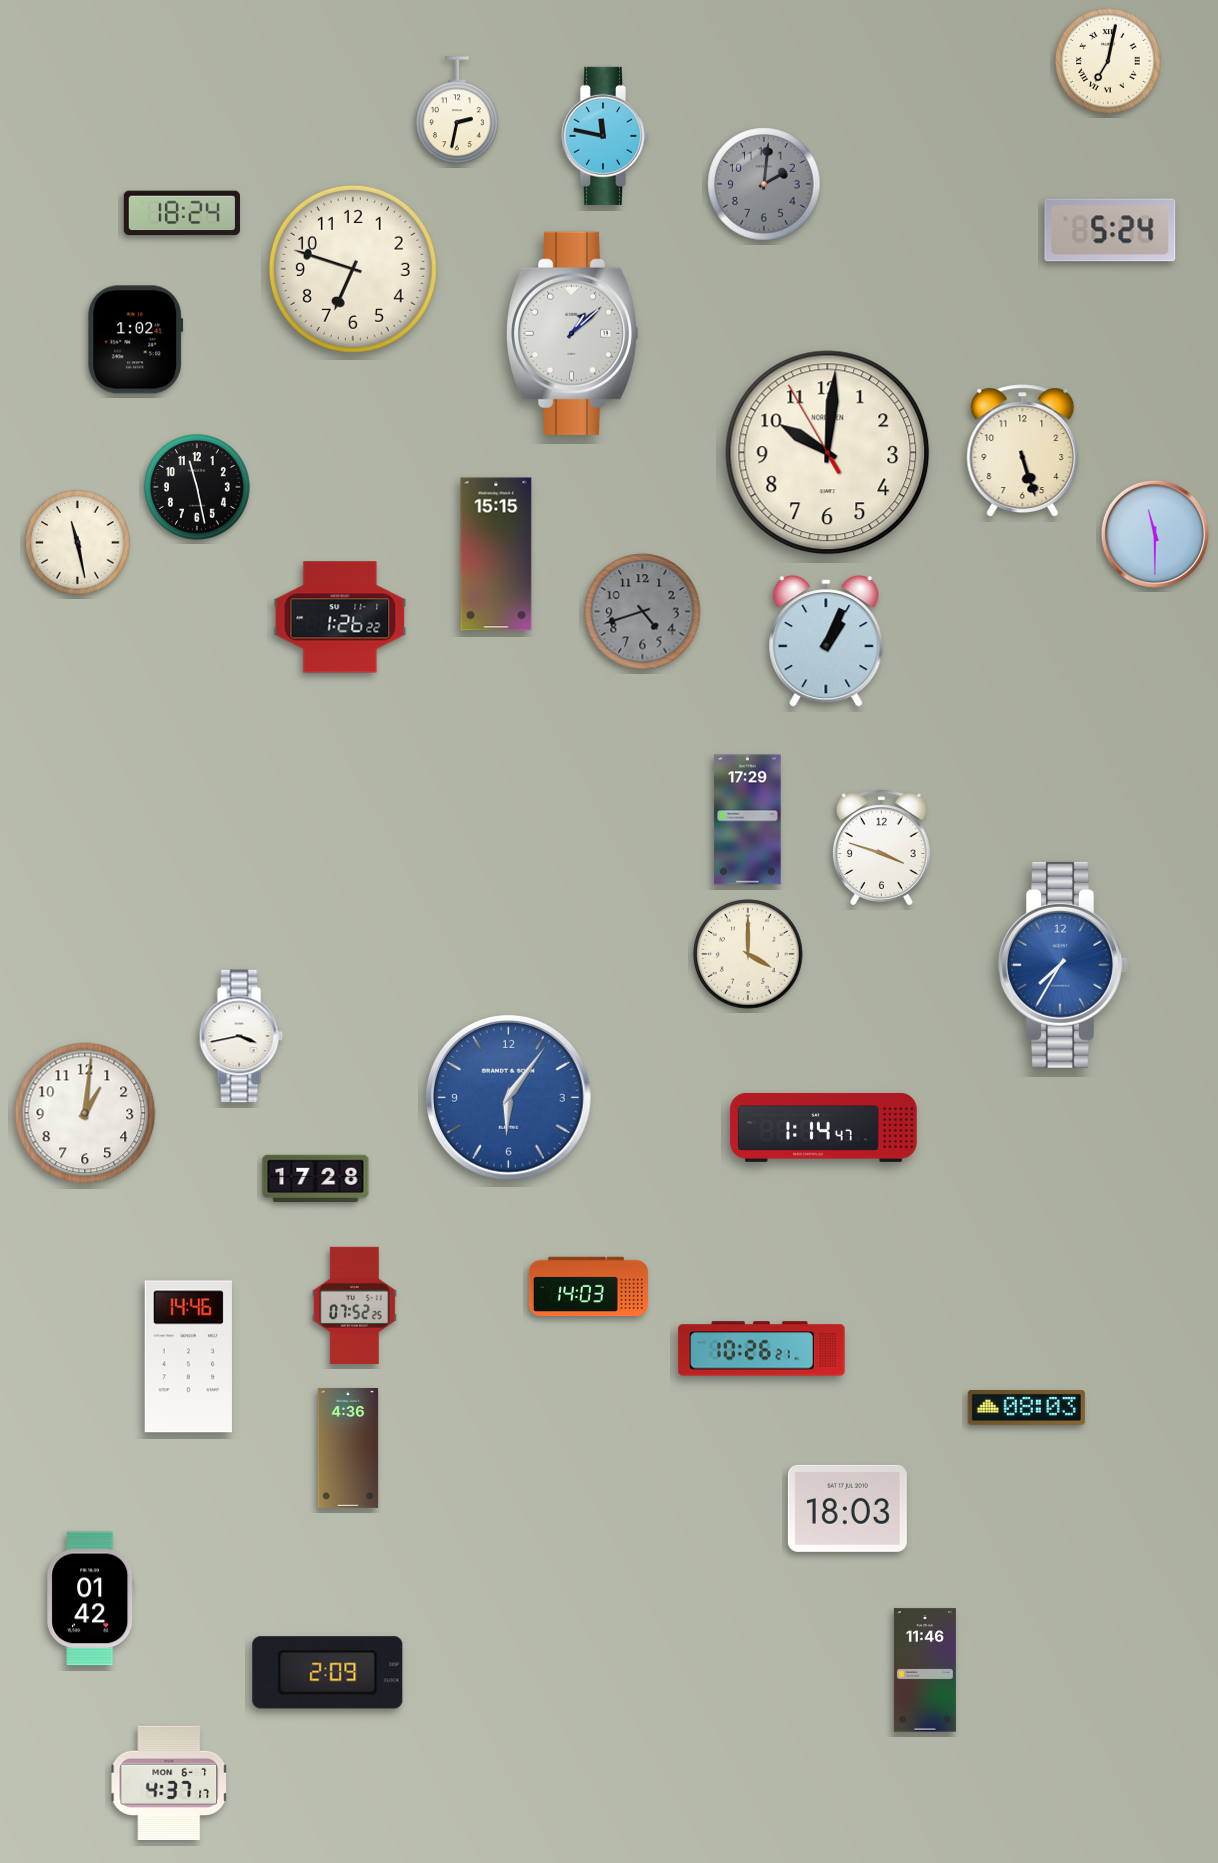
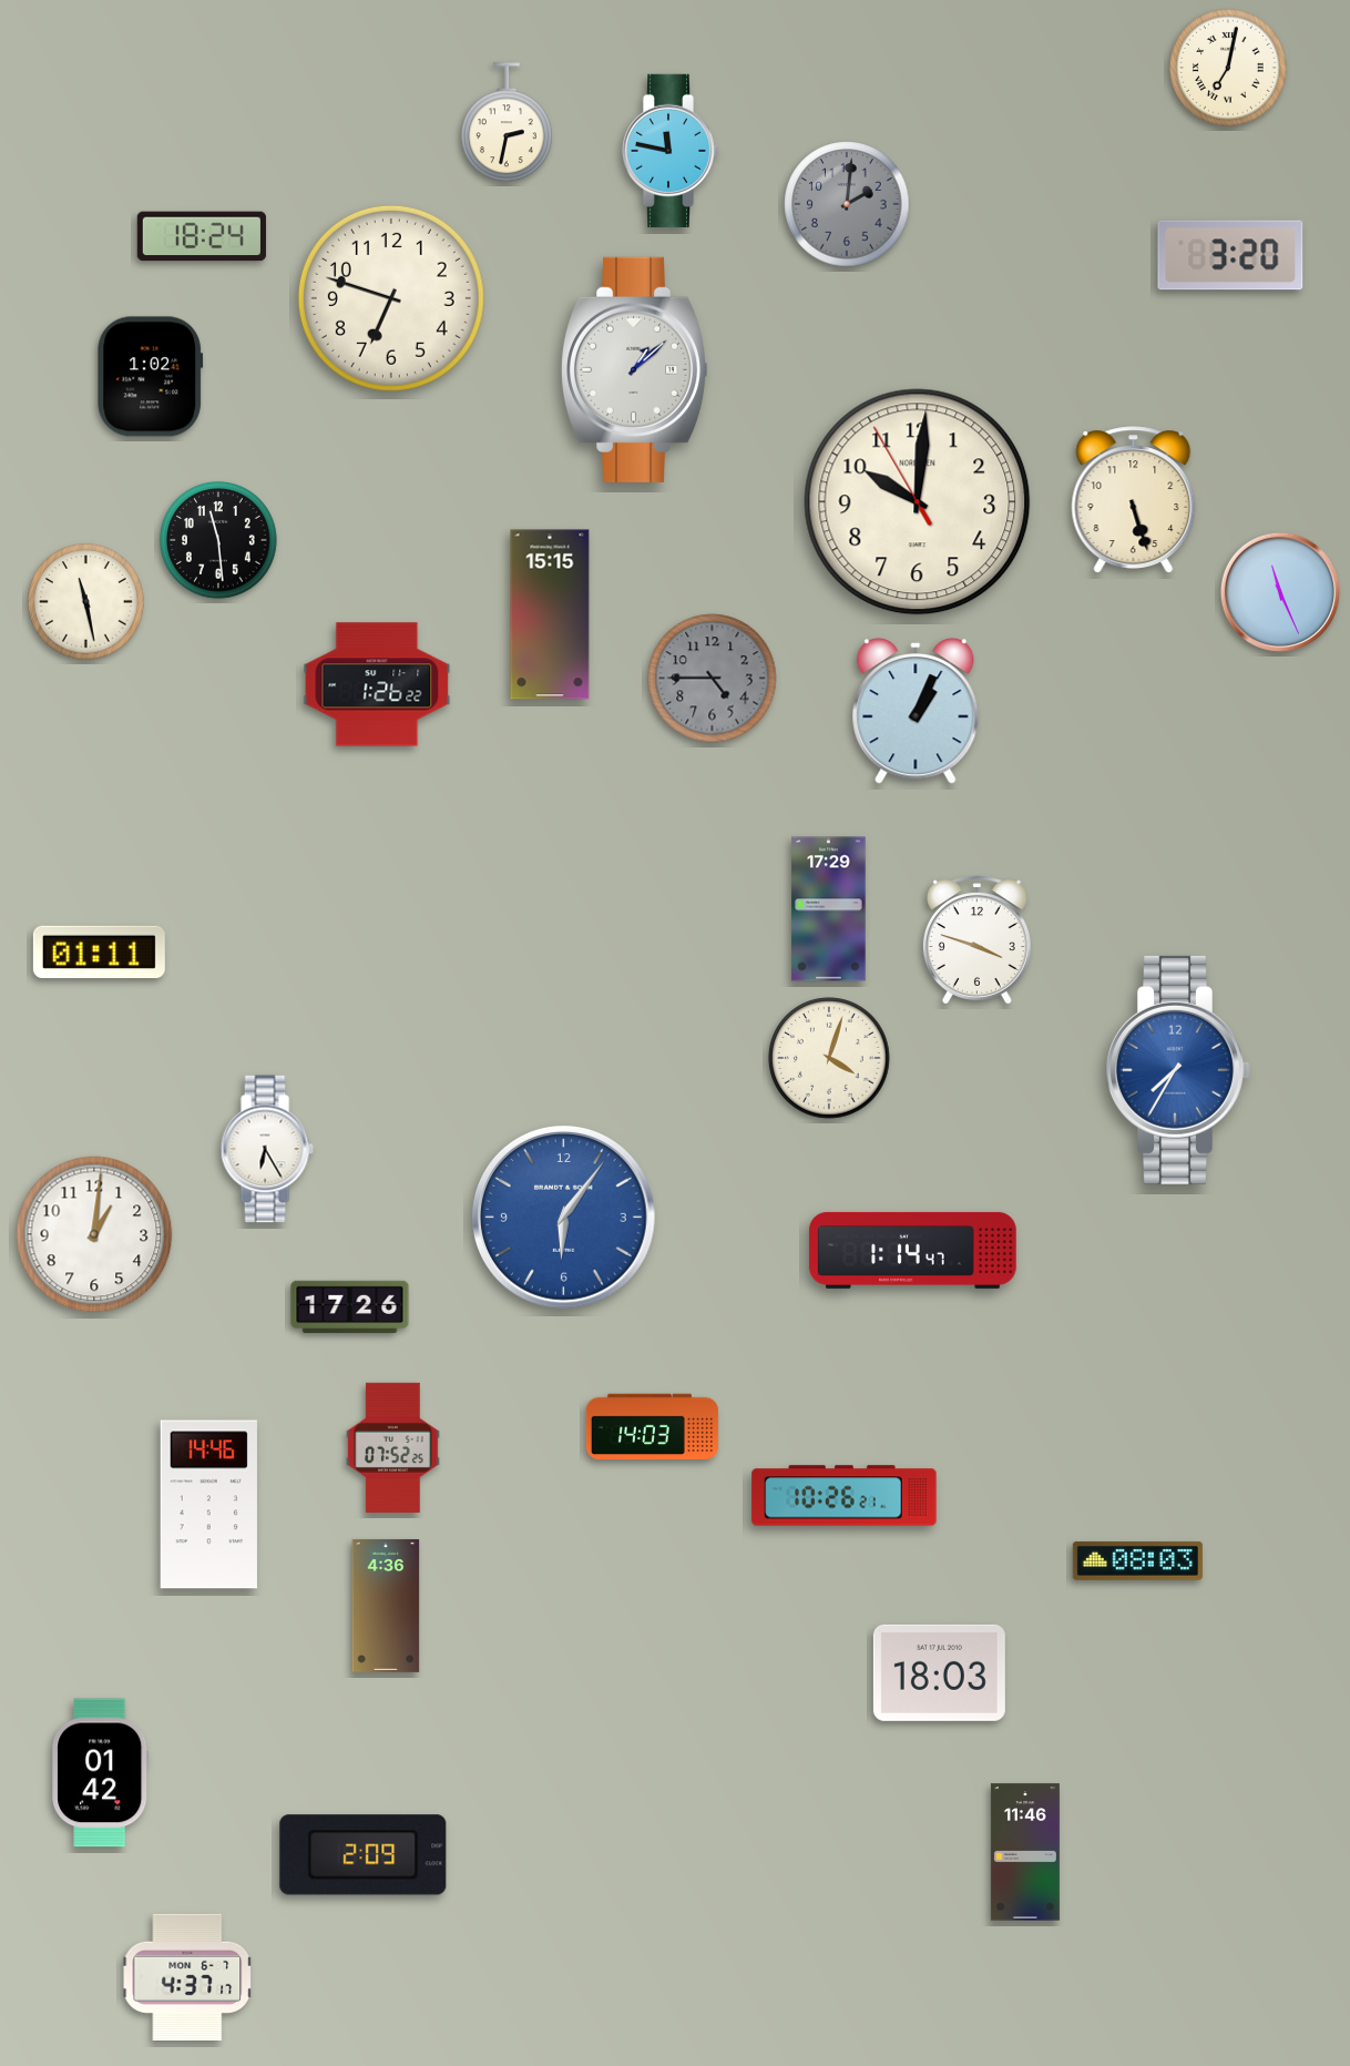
clock at (1110, 230): 5:24 -> 3:20
clock at (198, 488): 11:28 -> 11:29
clock at (1155, 534): 11:30 -> 11:26
clock at (643, 612): 4:42 -> 4:45
clock at (99, 951): none -> 01:11
clock at (748, 954): 4:00 -> 4:03
clock at (241, 1036): 3:43 -> 6:25
clock at (316, 1179): 17:28 -> 17:26
